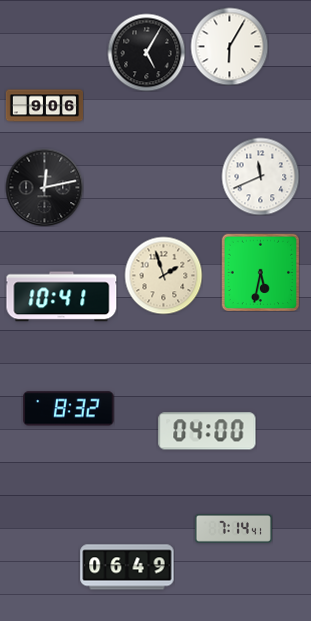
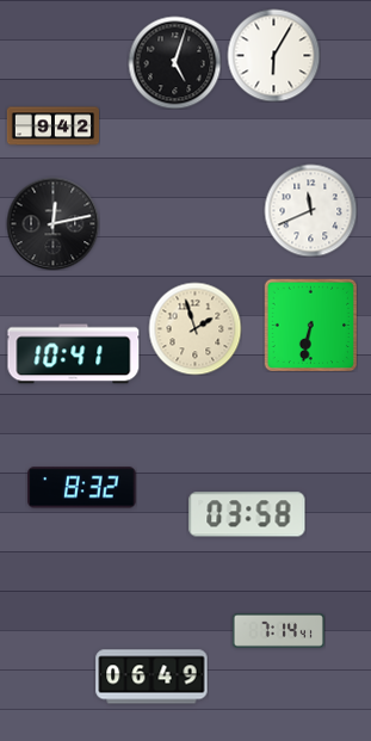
clock at (146, 52): 5:05 -> 5:03
clock at (44, 106): 9:06 -> 9:42
clock at (260, 272): 5:32 -> 6:32
clock at (207, 431): 04:00 -> 03:58
